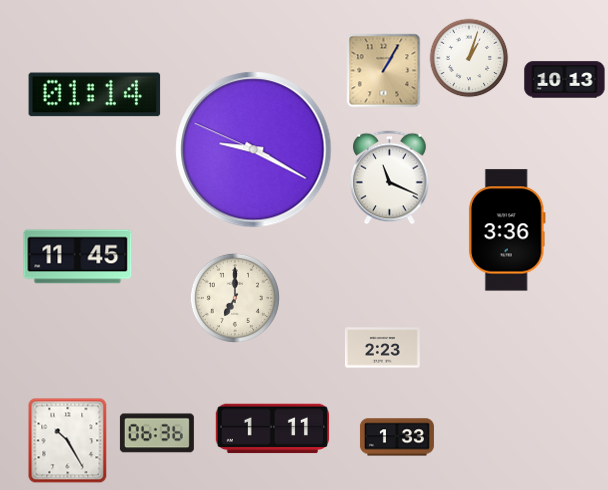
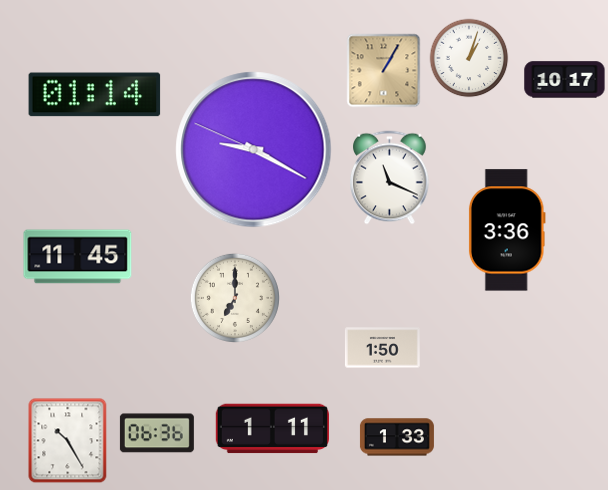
clock at (565, 80): 10:13 -> 10:17
clock at (382, 348): 2:23 -> 1:50
